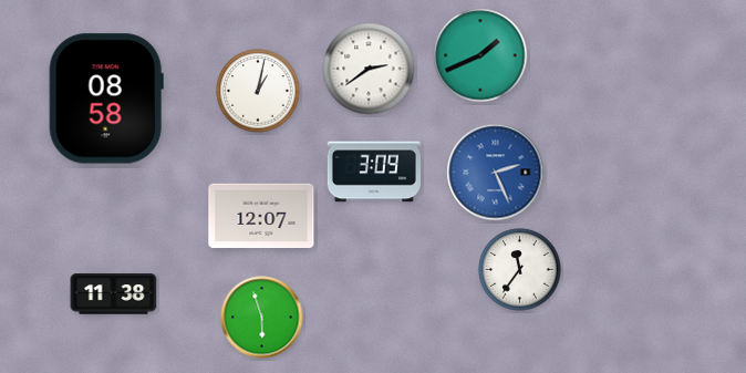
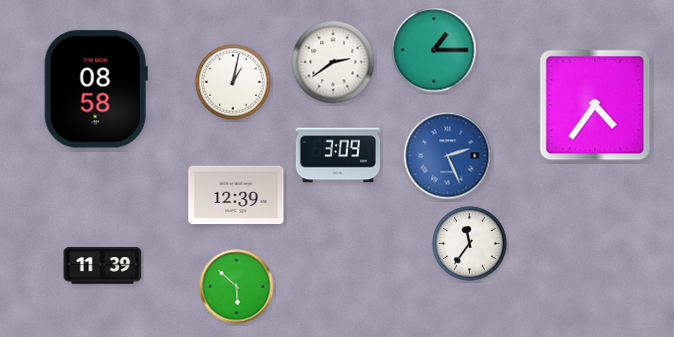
clock at (480, 55): 1:41 -> 1:15
clock at (595, 105): none -> 4:36
clock at (261, 216): 12:07 -> 12:39
clock at (114, 294): 11:38 -> 11:39
clock at (262, 318): 5:57 -> 5:52
